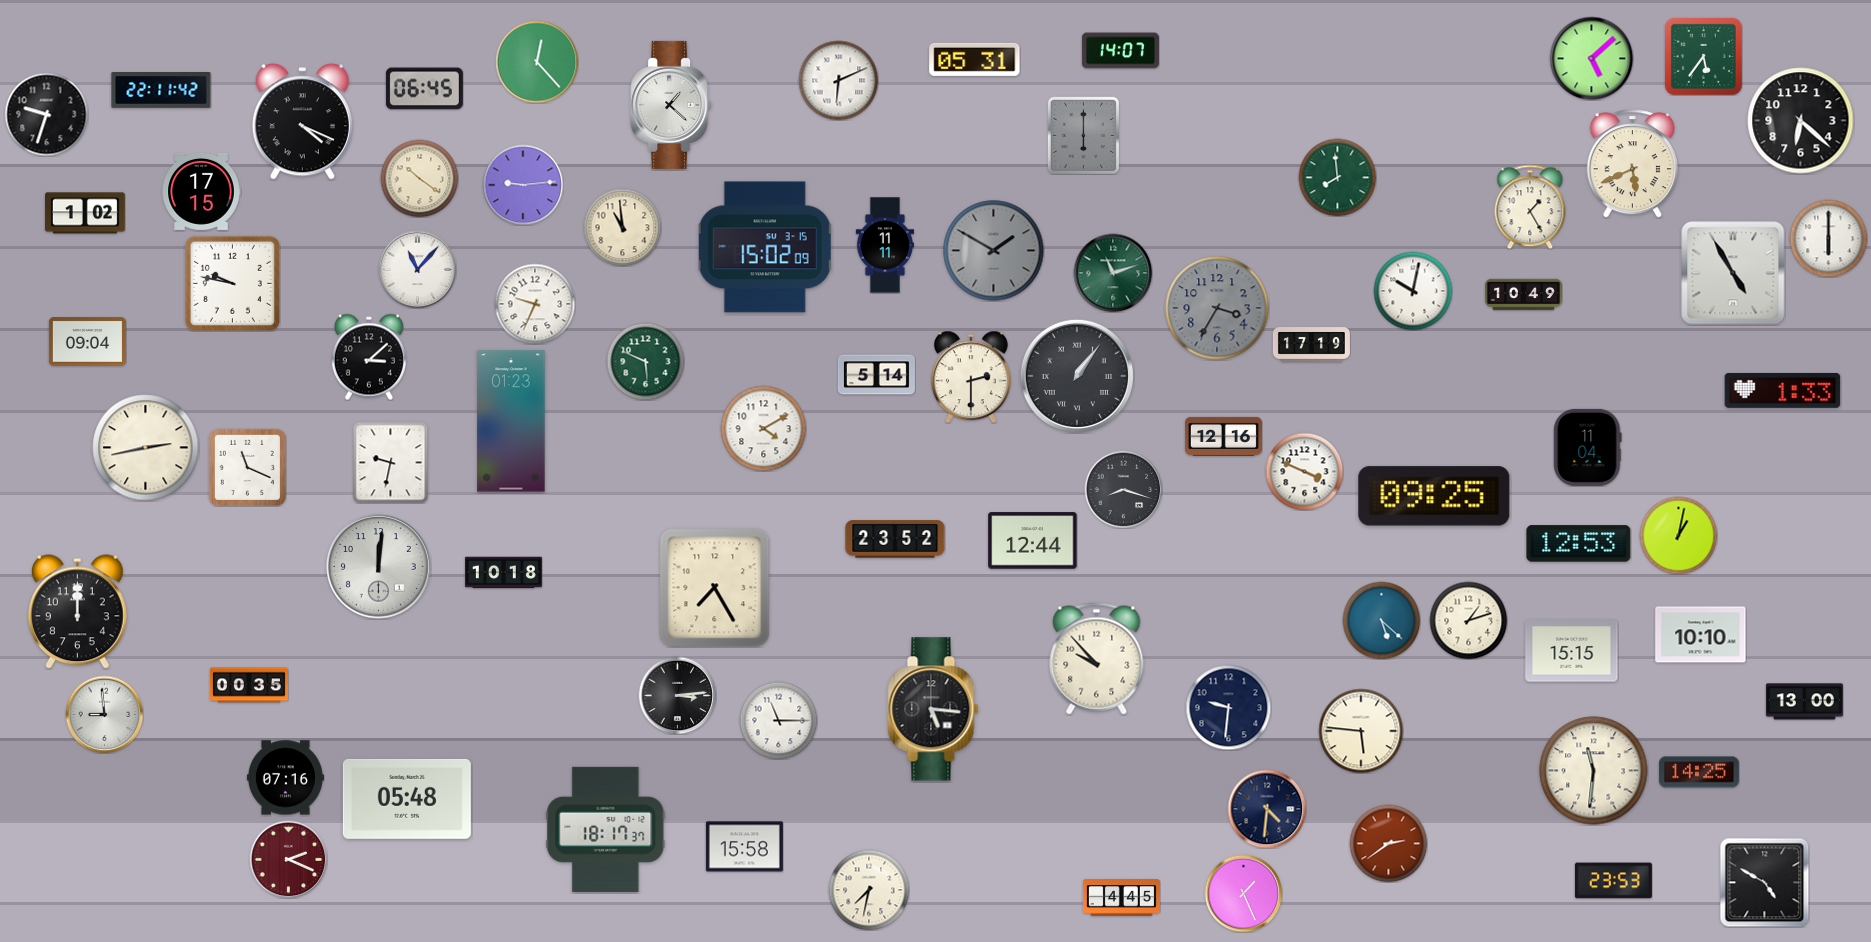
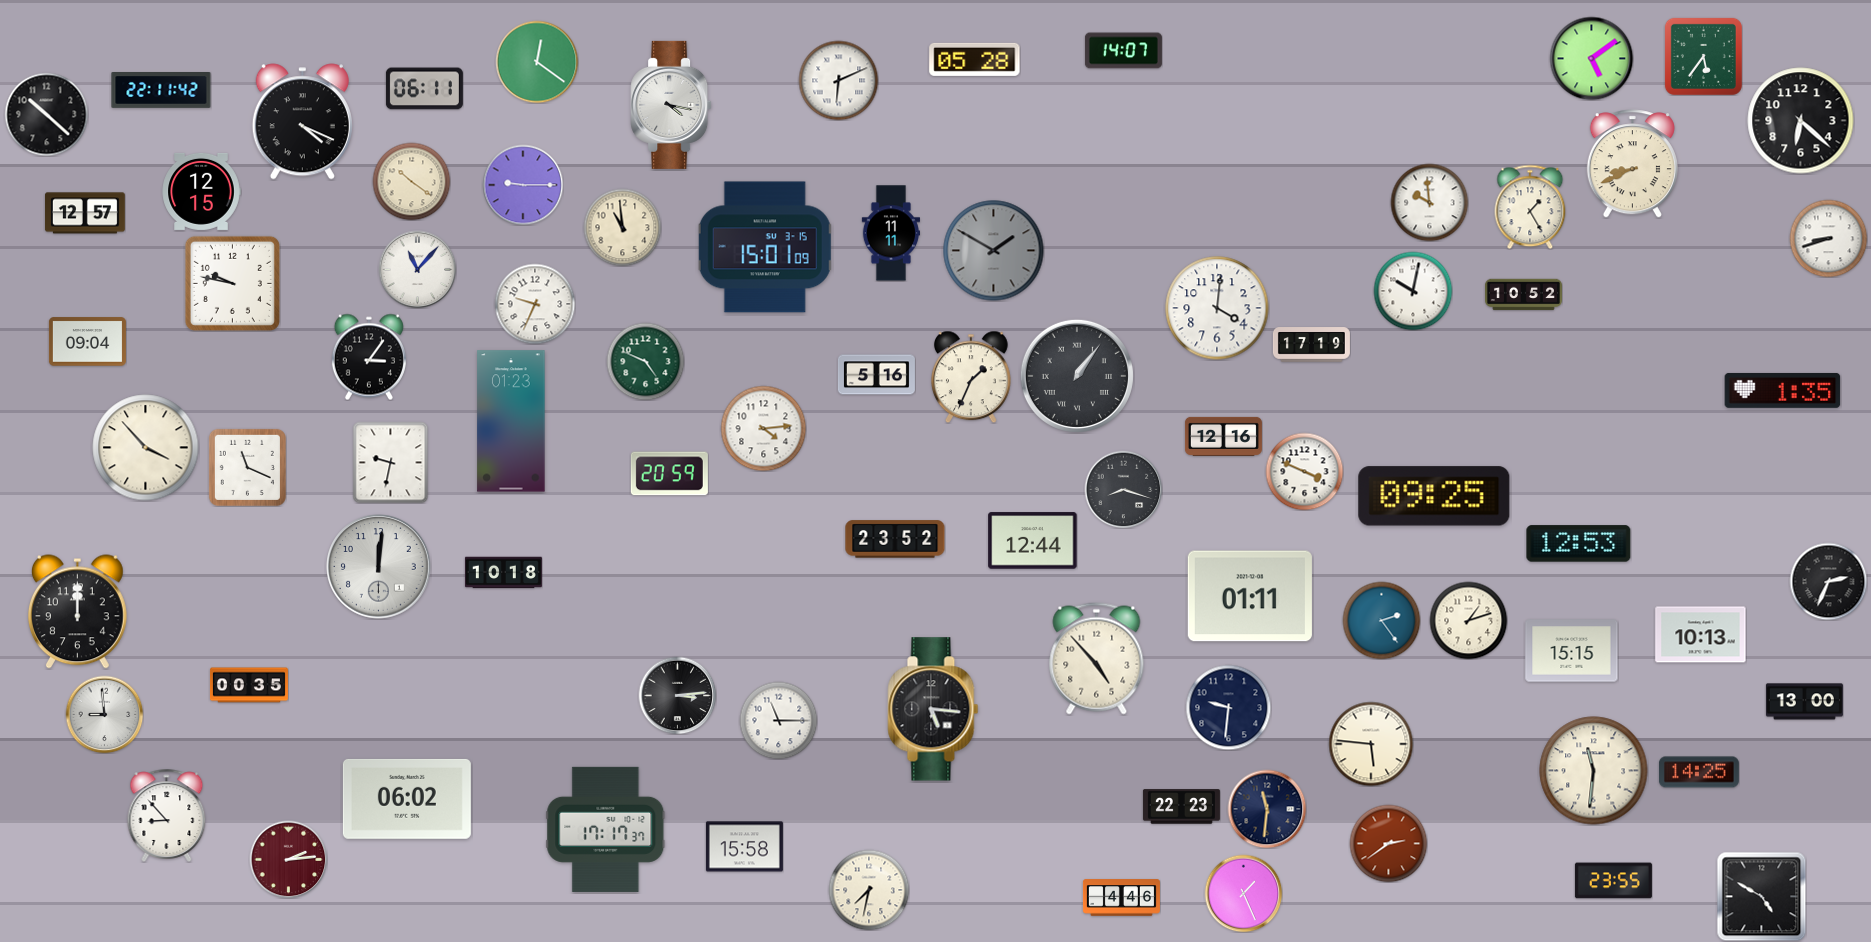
clock at (1120, 51) position: (1120, 51) -> (1123, 51)
clock at (1591, 58): 5:08 -> 5:09
clock at (975, 59): 05:31 -> 05:28
clock at (537, 62): 12:23 -> 12:21
clock at (424, 89): 06:45 -> 06:11
clock at (671, 105): 1:22 -> 4:17
clock at (46, 114): 9:33 -> 10:22
clock at (1083, 135): 6:00 -> none
clock at (1632, 164): 5:41 -> 8:41
clock at (1337, 177): 7:59 -> none
clock at (419, 178) position: (419, 178) -> (411, 181)
clock at (523, 185): 9:14 -> 9:15
clock at (201, 191): 17:15 -> 12:15
clock at (1429, 202): none -> 9:59
clock at (85, 213): 1:02 -> 12:57
clock at (1828, 238): 6:00 -> 8:42
clock at (884, 245) position: (884, 245) -> (890, 233)
clock at (765, 247): 15:02 -> 15:01
clock at (1113, 273): 11:12 -> none
clock at (1733, 273): 4:55 -> none
clock at (1523, 295): 10:49 -> 10:52
clock at (1217, 308): 3:35 -> 4:01
clock at (1217, 308) dial: grey -> white
clock at (369, 357): 3:08 -> 3:06
clock at (645, 361): 5:49 -> 4:49
clock at (876, 375): 5:14 -> 5:16
clock at (972, 377): 2:30 -> 1:34
clock at (1783, 390): 1:33 -> 1:35
clock at (763, 428): 4:10 -> 4:14
clock at (1588, 447): 11:04 -> none
clock at (146, 448): 2:43 -> 3:53
clock at (669, 474): none -> 20:59
clock at (1678, 535): 1:02 -> none
clock at (1828, 581): none -> 2:34
clock at (715, 588): 7:25 -> none
clock at (1250, 596): none -> 01:11
clock at (1381, 620): 5:22 -> 2:24
clock at (1701, 635): 10:10 -> 10:13
clock at (1097, 659): 9:53 -> 4:53
clock at (1361, 731) position: (1361, 731) -> (1371, 744)
clock at (285, 778): 07:16 -> none
clock at (407, 799): 05:48 -> 06:02
clock at (1181, 807): none -> 22:23
clock at (1267, 809): 4:31 -> 11:31
clock at (167, 815): none -> 8:53
clock at (606, 829): 18:17 -> 17:17
clock at (288, 859): 2:19 -> 2:14
clock at (1613, 881): 23:53 -> 23:55
clock at (1764, 882) position: (1764, 882) -> (1761, 896)
clock at (1121, 898): 4:45 -> 4:46
